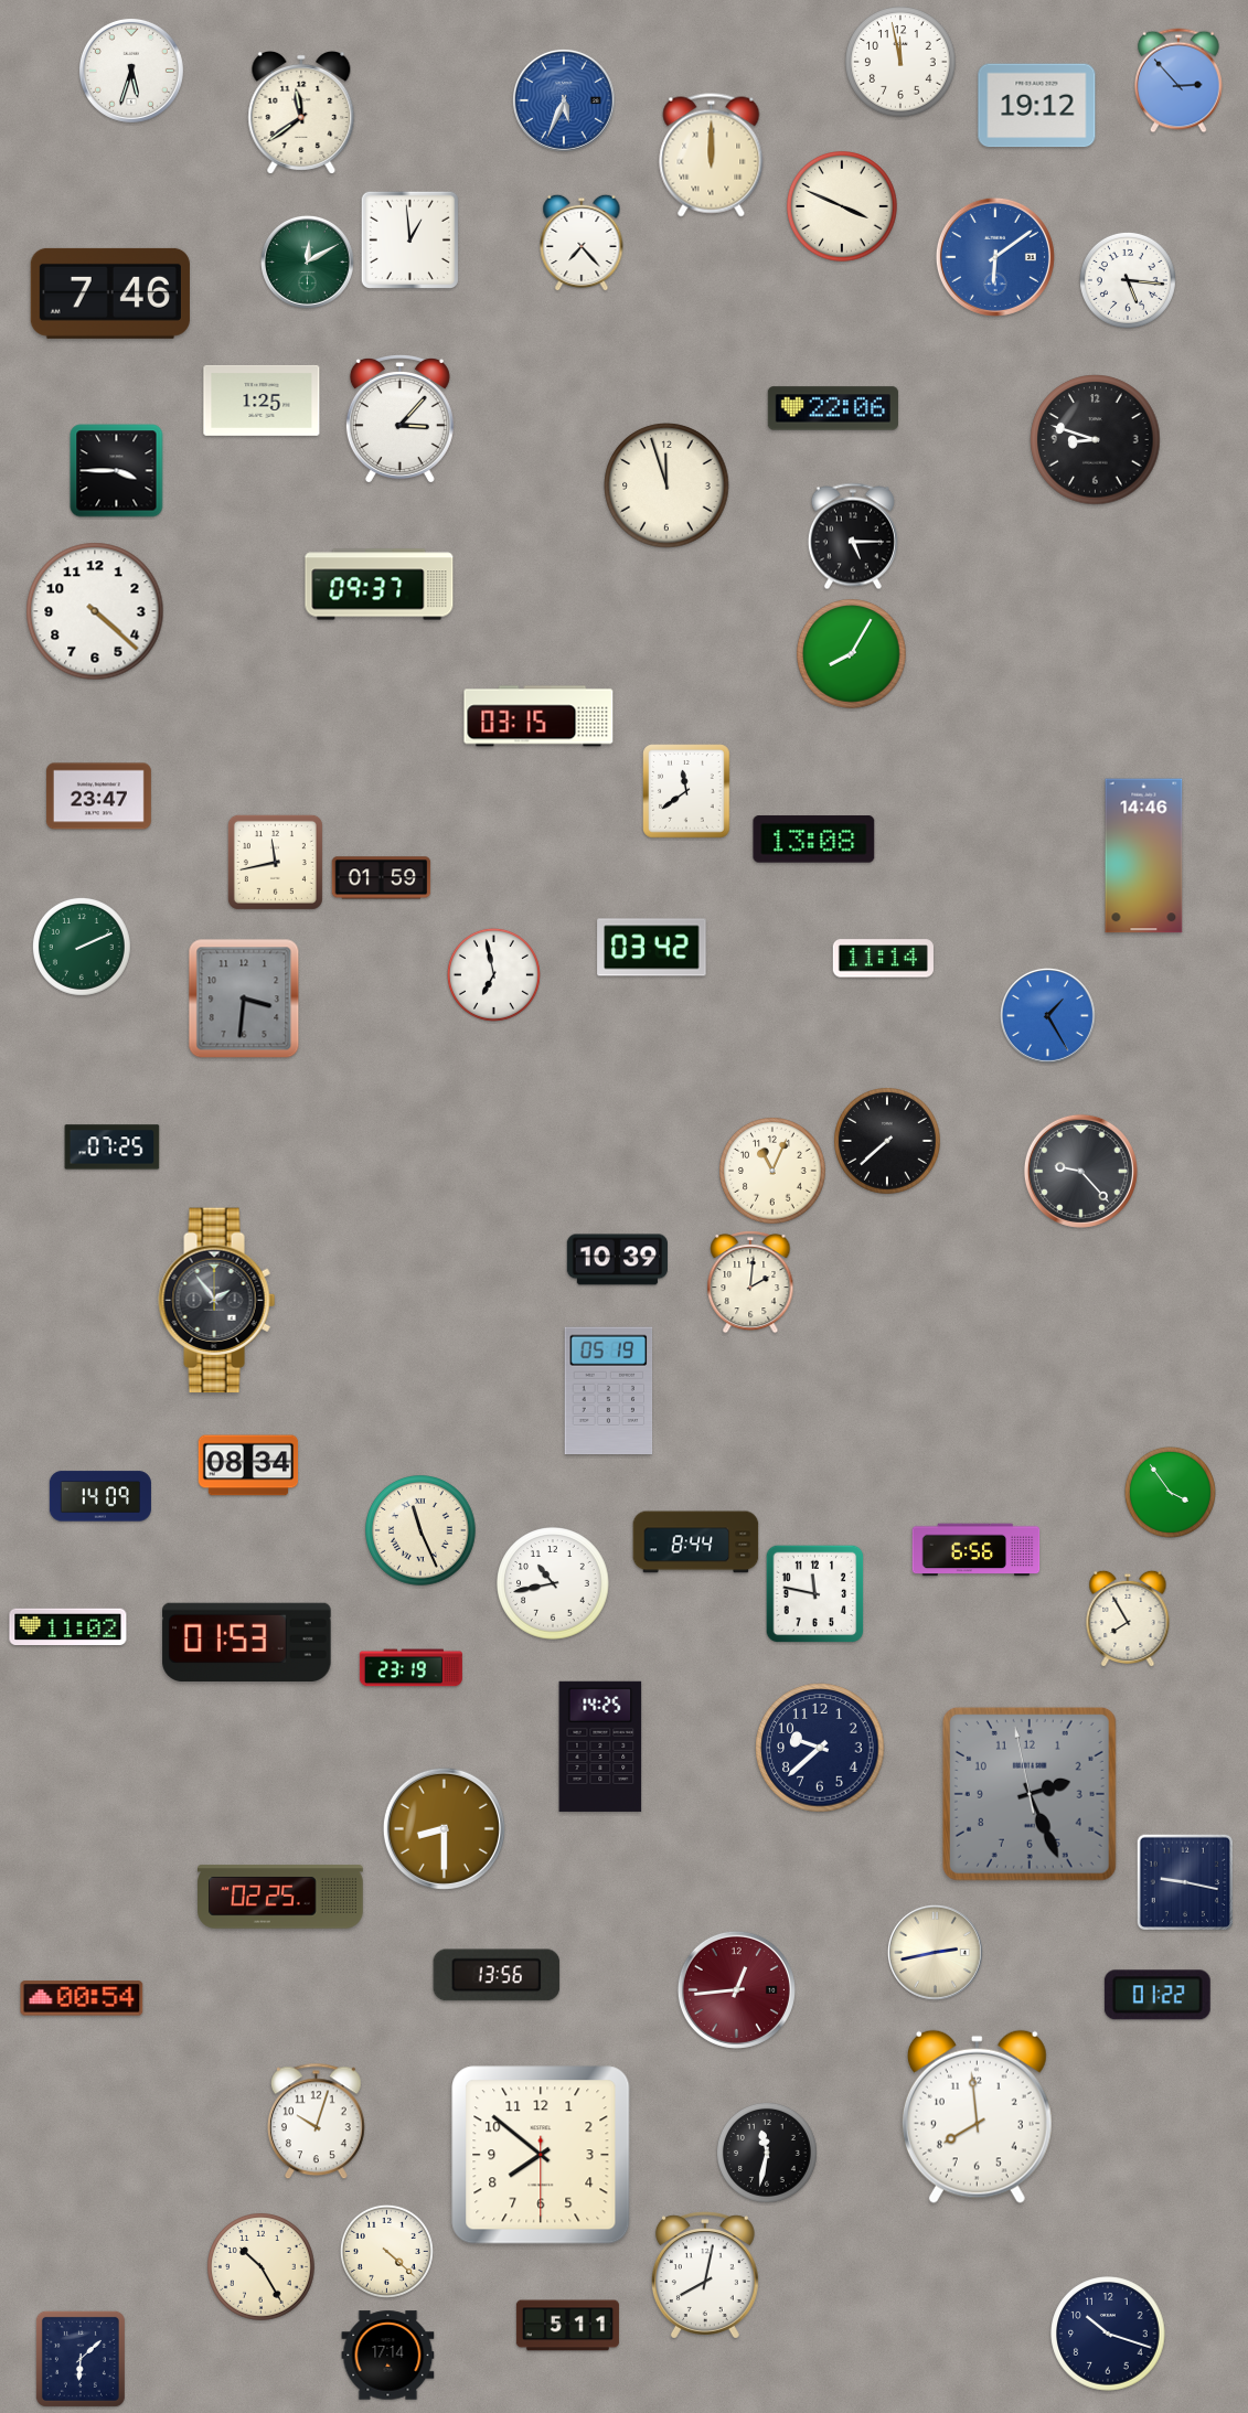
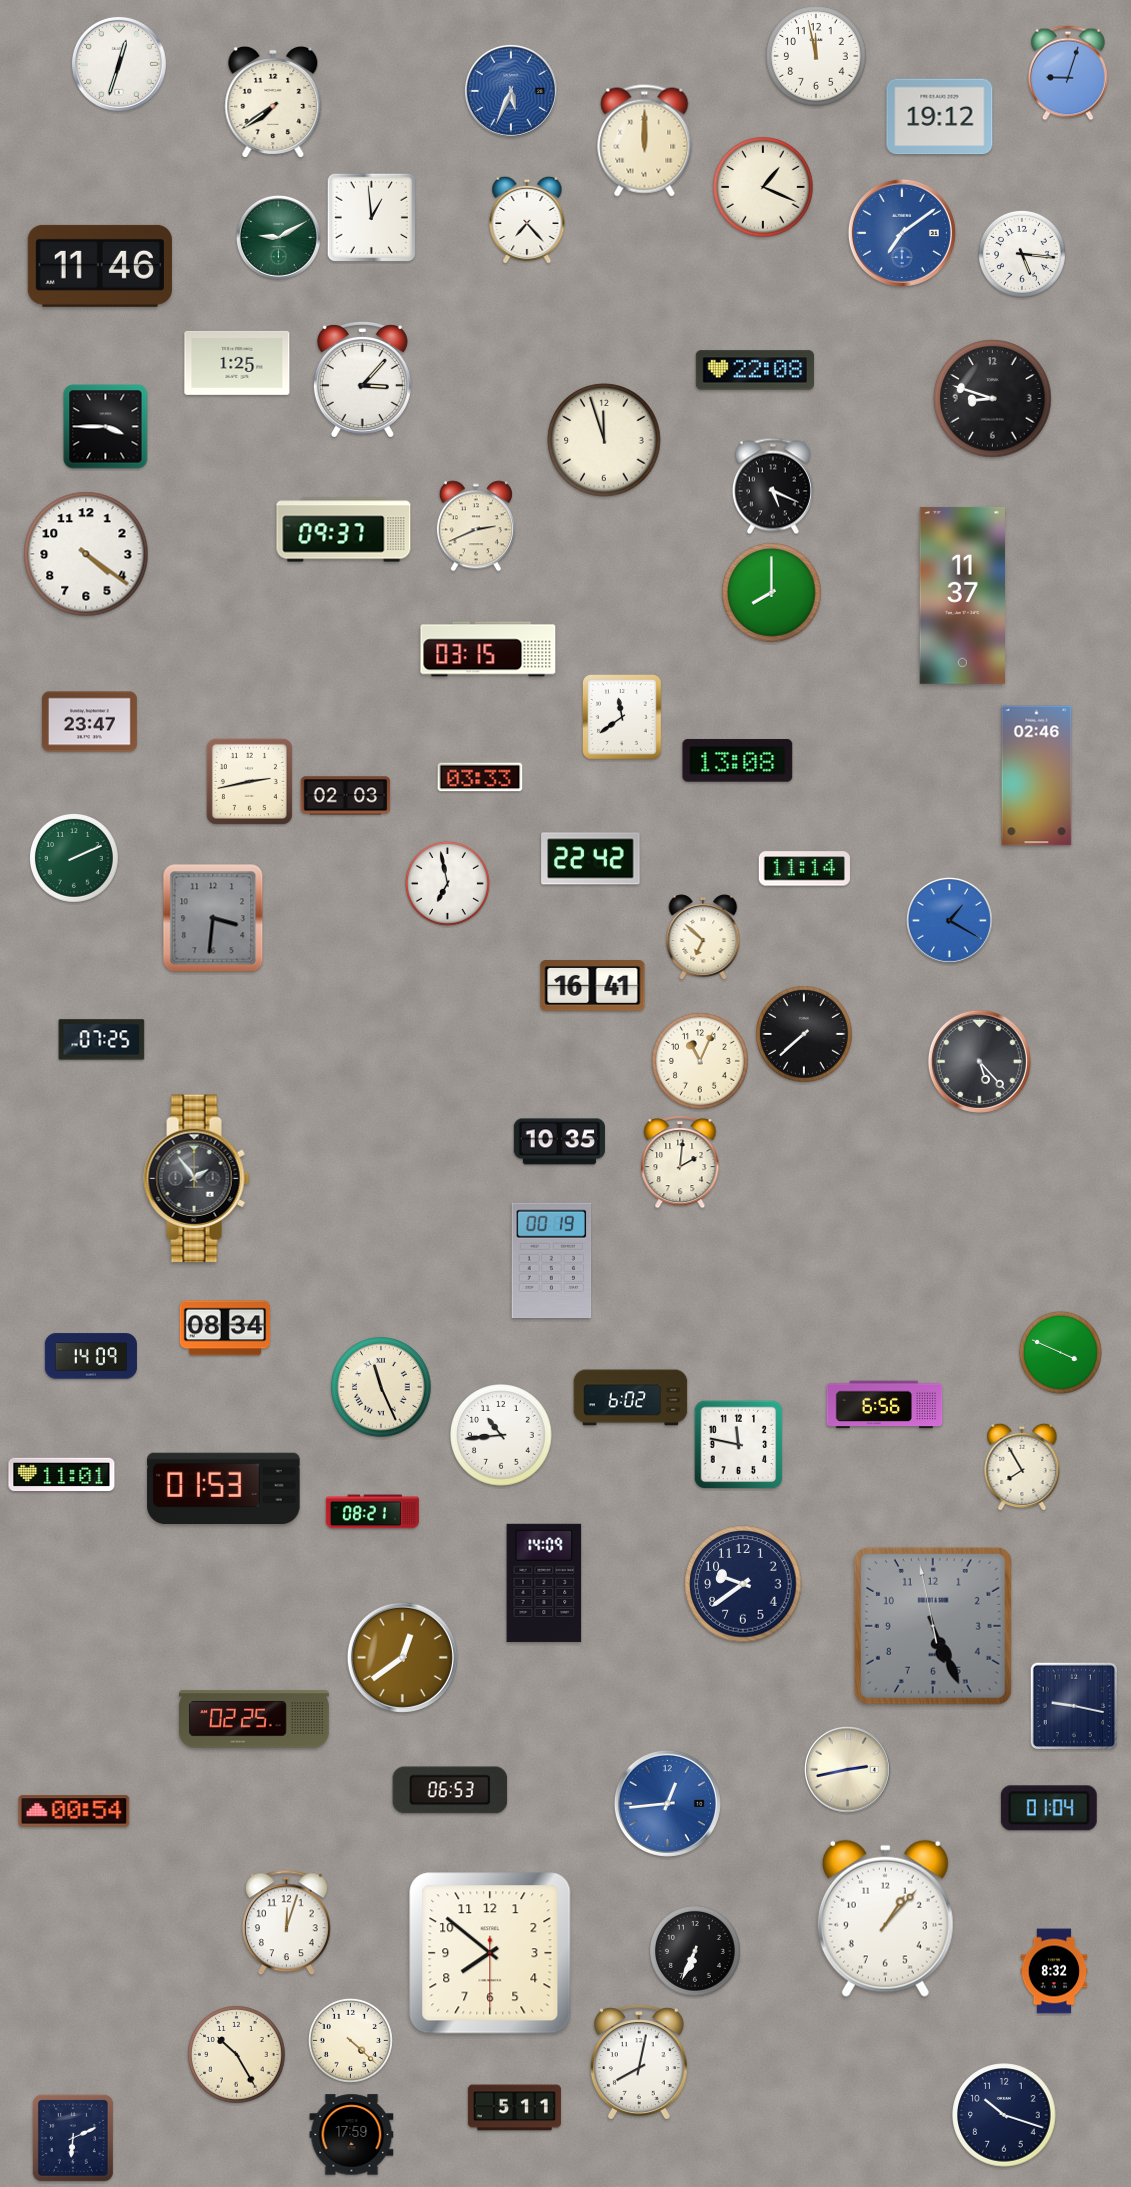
clock at (131, 71): 5:33 -> 12:33
clock at (1180, 81): 2:53 -> 9:03
clock at (1037, 106) position: (1037, 106) -> (940, 117)
clock at (301, 113): 11:39 -> 7:39
clock at (842, 206): 3:49 -> 1:19
clock at (995, 257): 6:09 -> 7:09
clock at (308, 263): 12:10 -> 9:10
clock at (110, 293): 7:46 -> 11:46
clock at (833, 408): 22:06 -> 22:08
clock at (853, 536): 5:15 -> 5:19
clock at (476, 526): none -> 2:41
clock at (95, 611): 4:22 -> 4:21
clock at (852, 654): 8:05 -> 8:00
clock at (962, 595): none -> 11:37
clock at (1144, 856): 14:46 -> 02:46
clock at (480, 777): none -> 03:33
clock at (275, 862): 11:43 -> 2:43
clock at (382, 878): 01:59 -> 02:03
clock at (652, 948): 03:42 -> 22:42
clock at (883, 959) position: (883, 959) -> (804, 869)
clock at (244, 999) position: (244, 999) -> (213, 918)
clock at (1048, 1016): 1:25 -> 1:20
clock at (703, 937): none -> 6:52
clock at (593, 986): none -> 16:41
clock at (1080, 1171): 9:23 -> 5:23
clock at (617, 1260): 10:39 -> 10:35
clock at (609, 1391): 05:19 -> 00:19
clock at (1170, 1492): 3:54 -> 3:49
clock at (696, 1542): 8:44 -> 6:02
clock at (553, 1583): 10:43 -> 10:44
clock at (68, 1627): 11:02 -> 11:01
clock at (410, 1668): 23:19 -> 08:21
clock at (600, 1747): 14:25 -> 14:09
clock at (820, 1748): 9:38 -> 9:39
clock at (1030, 1794): 2:25 -> 5:25
clock at (444, 1828): 8:30 -> 12:39
clock at (497, 1975): 13:56 -> 06:53
clock at (736, 1989) dial: burgundy -> blue
clock at (1158, 1995): 01:22 -> 01:04
clock at (977, 2116): 7:59 -> 1:07
clock at (316, 2122): 10:03 -> 12:03
clock at (767, 2153): 11:32 -> 6:34
clock at (1054, 1971): none -> 8:32
clock at (388, 2356): 17:14 -> 17:59
clock at (81, 2359): 6:08 -> 6:11
